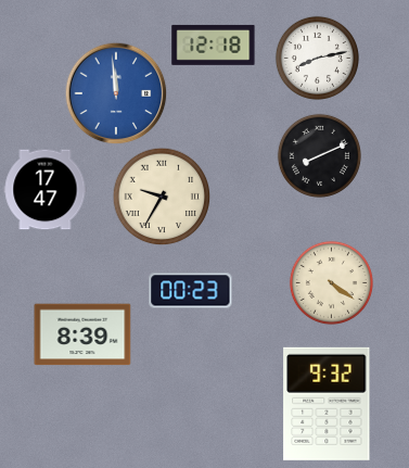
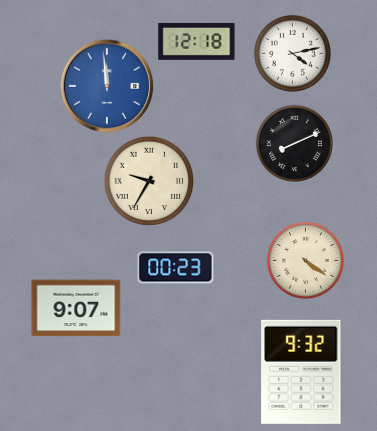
clock at (317, 58): 8:13 -> 4:13
clock at (46, 190): 17:47 -> none
clock at (82, 334): 8:39 -> 9:07
